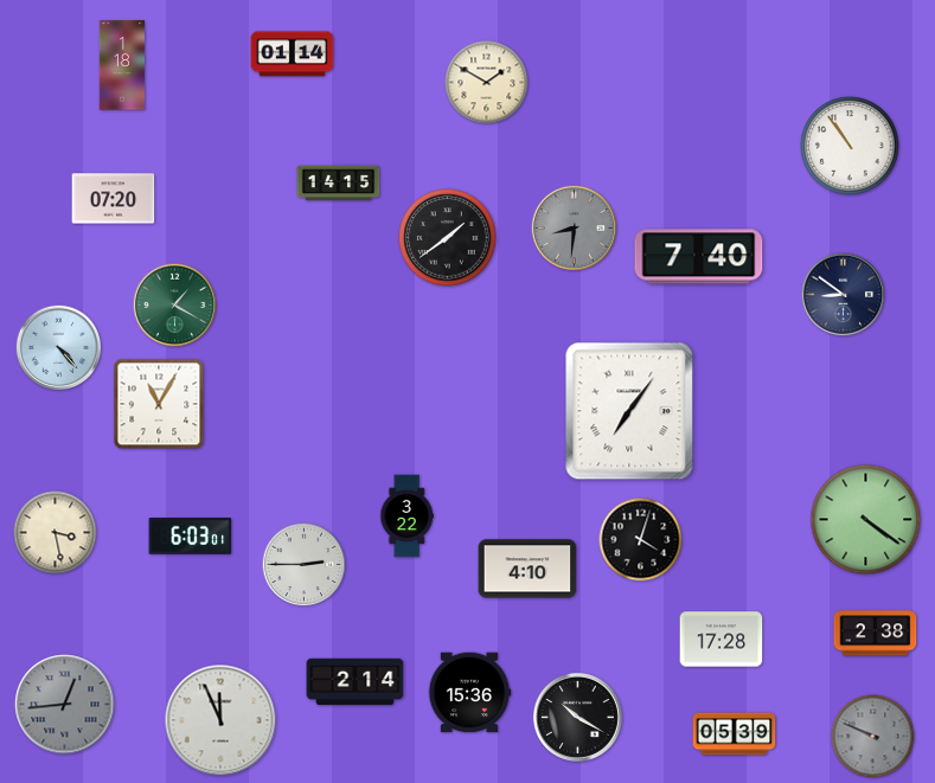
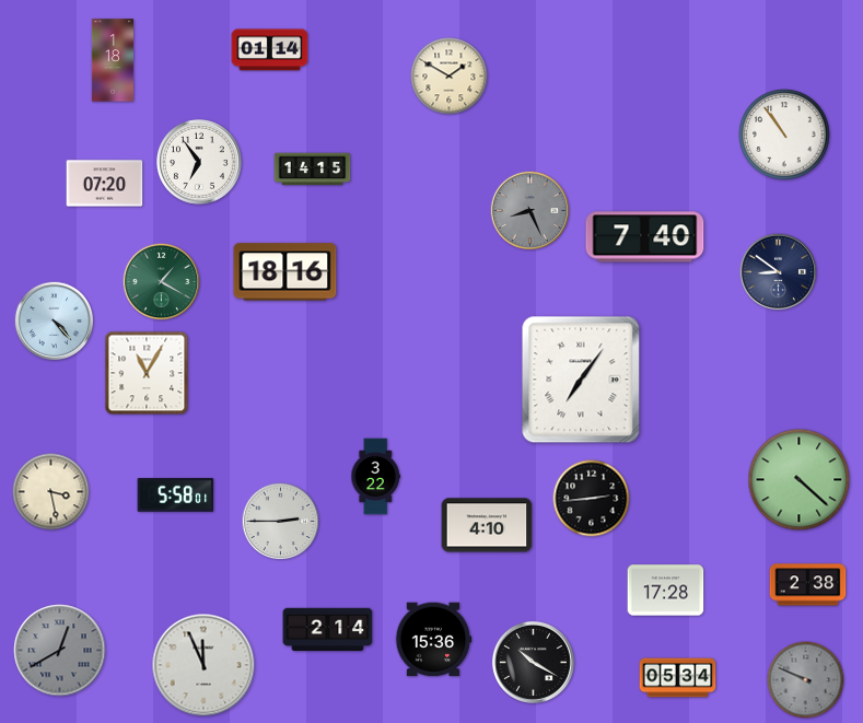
clock at (200, 163): none -> 6:54
clock at (575, 229): 8:31 -> 8:26
clock at (448, 238): 1:39 -> none
clock at (285, 272): none -> 18:16
clock at (866, 520): 4:21 -> 4:22
clock at (191, 537): 6:03 -> 5:58
clock at (641, 540): 4:03 -> 2:44
clock at (65, 705): 12:44 -> 12:40
clock at (735, 734): 05:39 -> 05:34
